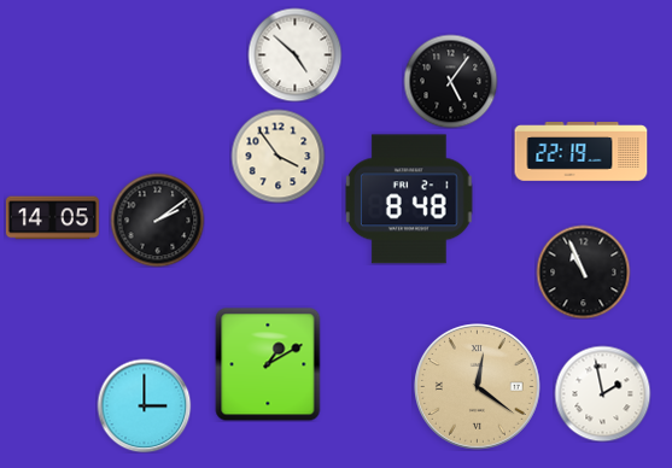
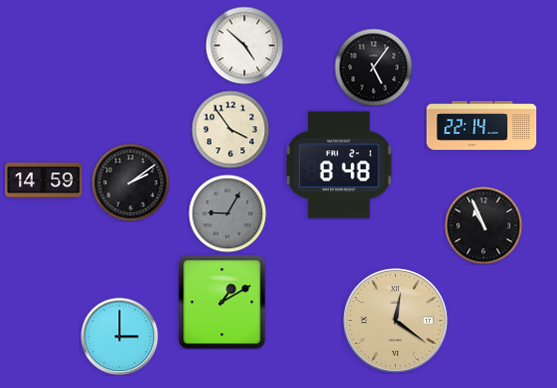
clock at (582, 152): 22:19 -> 22:14
clock at (52, 218): 14:05 -> 14:59
clock at (227, 213): none -> 9:05
clock at (602, 393): 1:58 -> none
